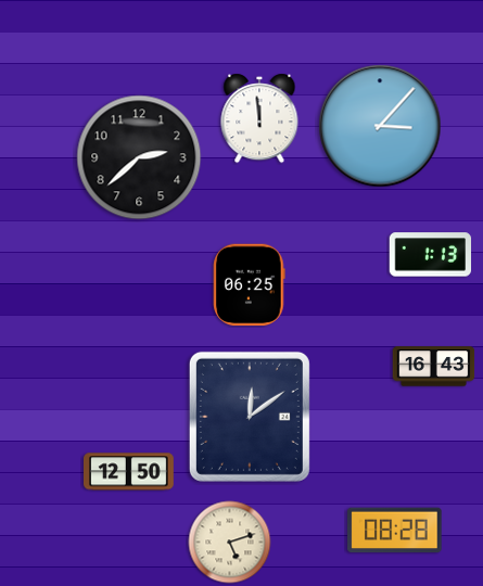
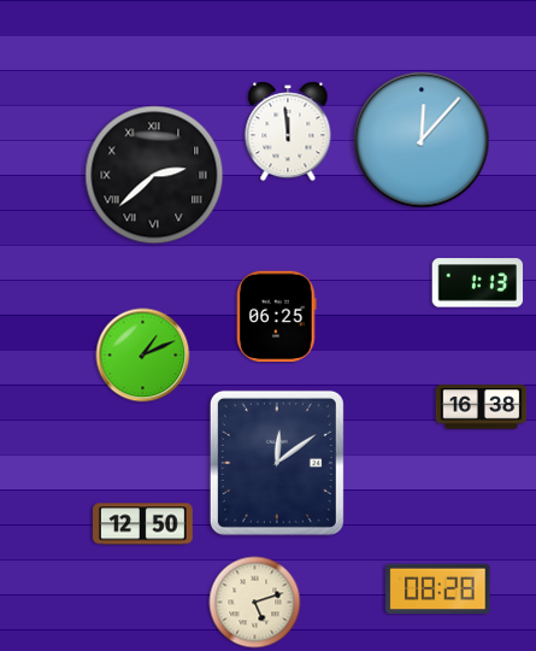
clock at (380, 126): 3:07 -> 12:07
clock at (139, 157) numerals: Arabic -> Roman
clock at (143, 356): none -> 1:11
clock at (434, 367): 16:43 -> 16:38
